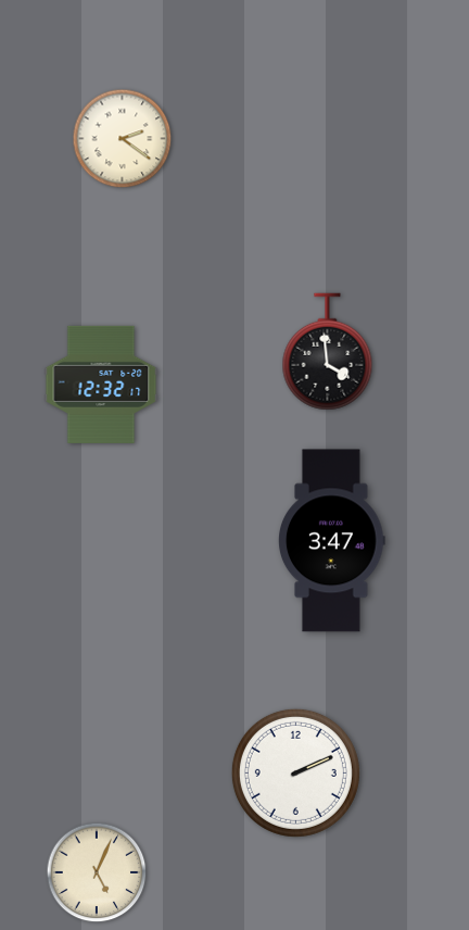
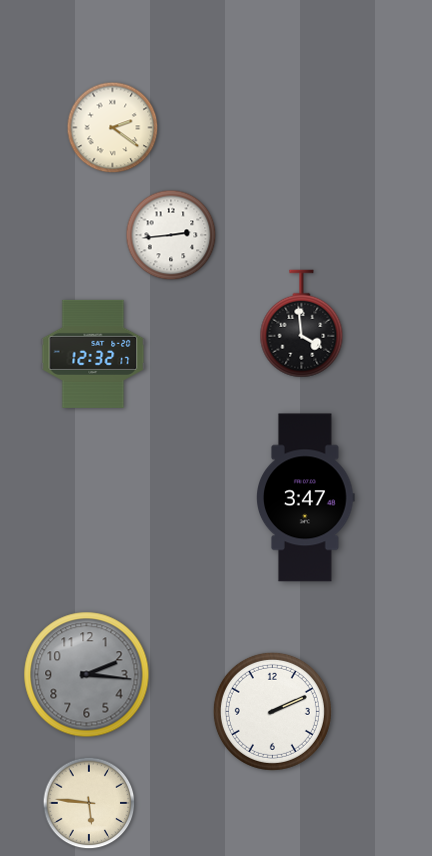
clock at (171, 235): none -> 2:44
clock at (87, 675): none -> 2:16
clock at (97, 872): 5:04 -> 5:46
